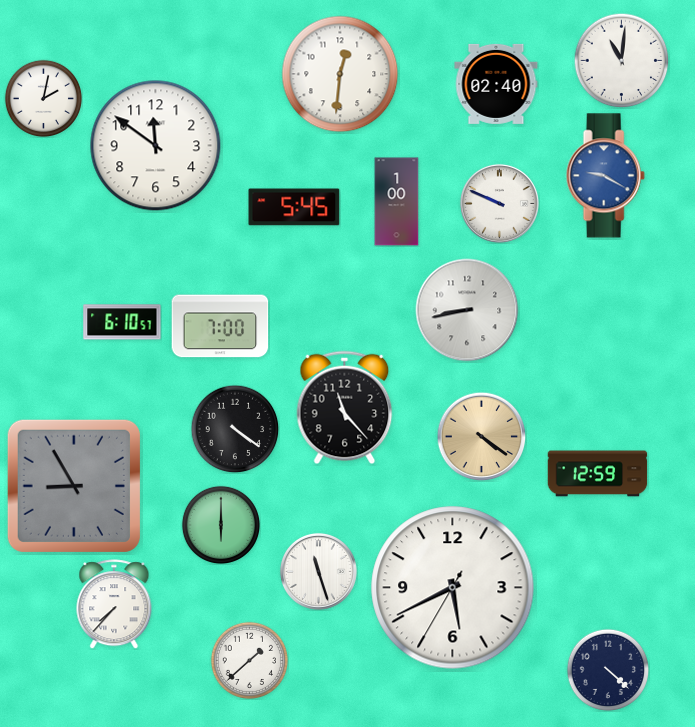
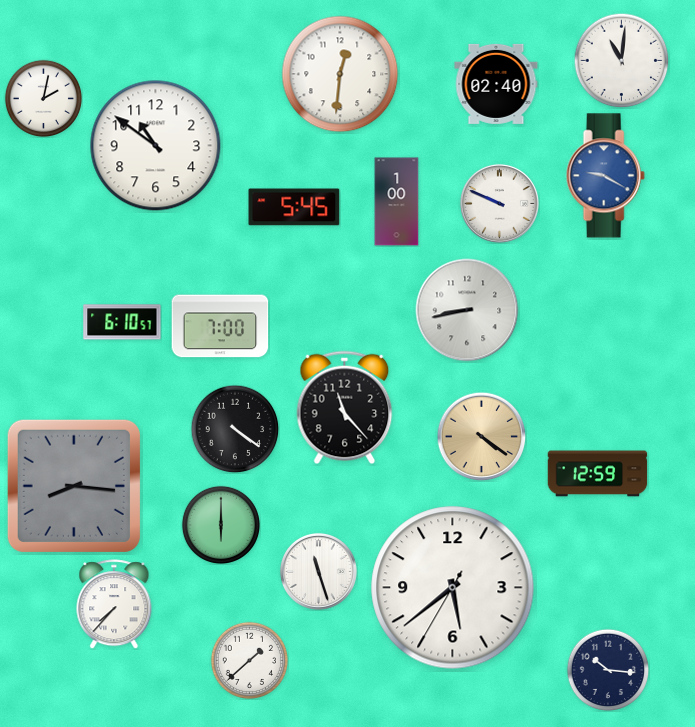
clock at (156, 146): 11:51 -> 10:51
clock at (74, 486): 8:55 -> 8:16
clock at (453, 588): 5:40 -> 5:38
clock at (608, 670): 4:22 -> 10:16
